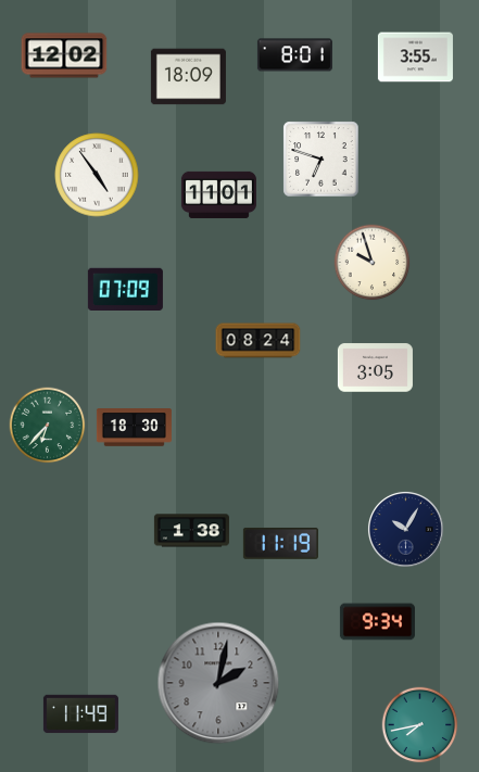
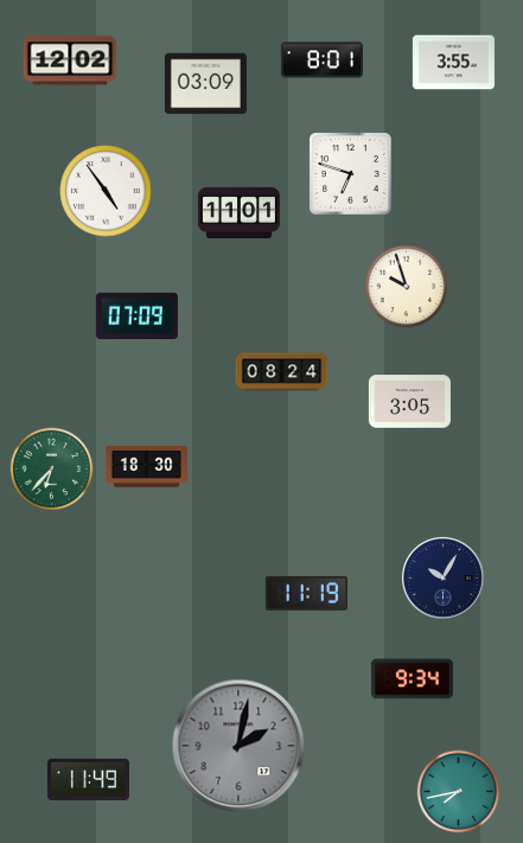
clock at (188, 77): 18:09 -> 03:09
clock at (48, 426) position: (48, 426) -> (52, 470)
clock at (191, 531): 1:38 -> none
